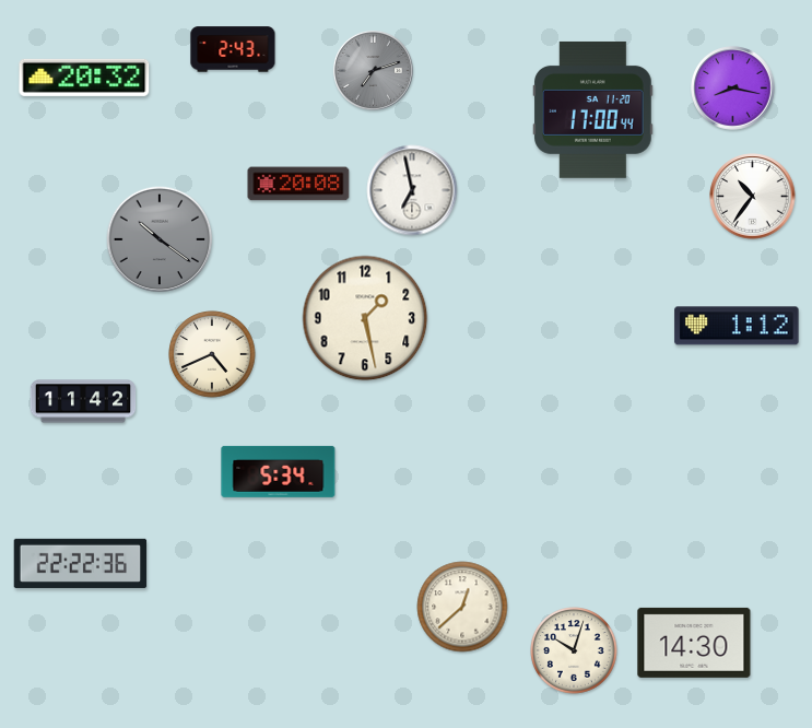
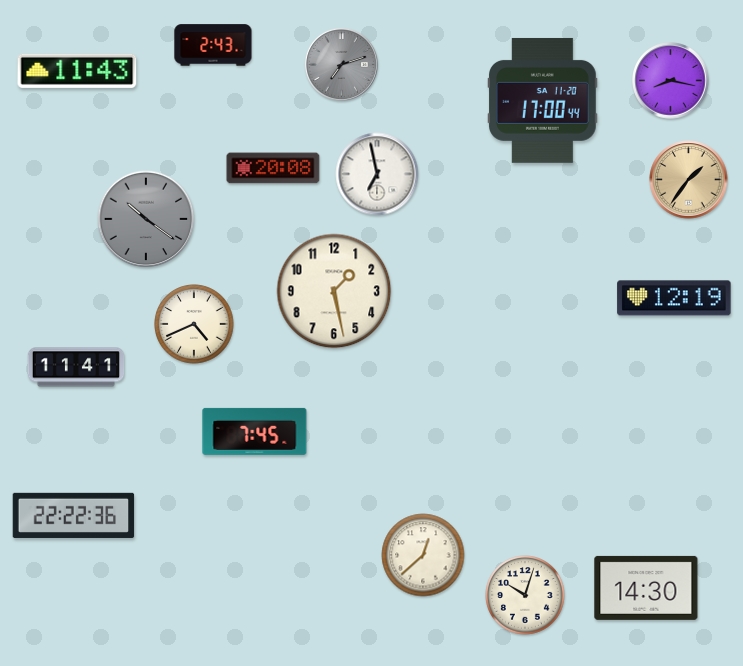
clock at (84, 78): 20:32 -> 11:43
clock at (753, 197): 10:36 -> 1:36
clock at (753, 197) dial: white -> champagne
clock at (737, 326): 1:12 -> 12:19
clock at (83, 401): 11:42 -> 11:41
clock at (279, 471): 5:34 -> 7:45
clock at (694, 643) position: (694, 643) -> (646, 588)
